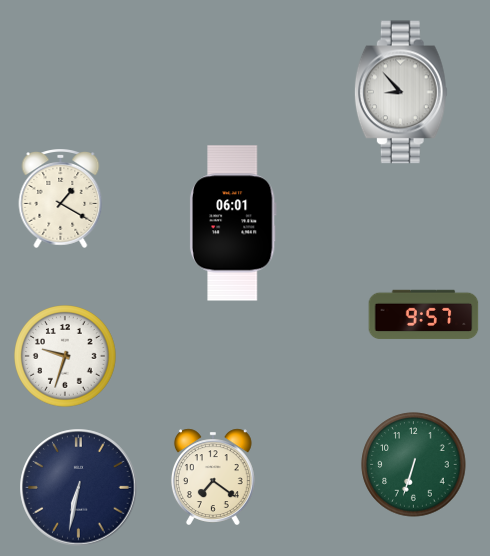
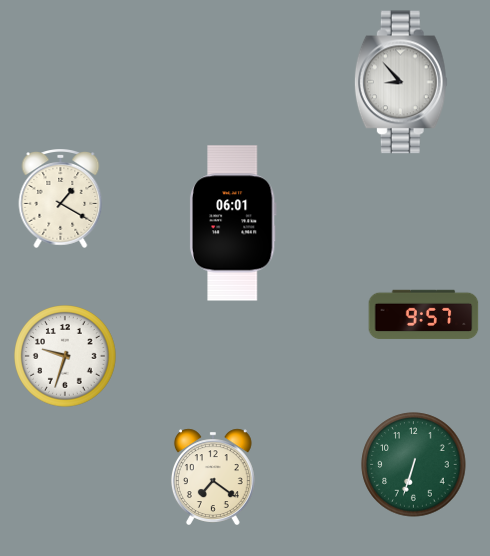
clock at (401, 92) position: (401, 92) -> (401, 82)
clock at (79, 488): 6:32 -> none
